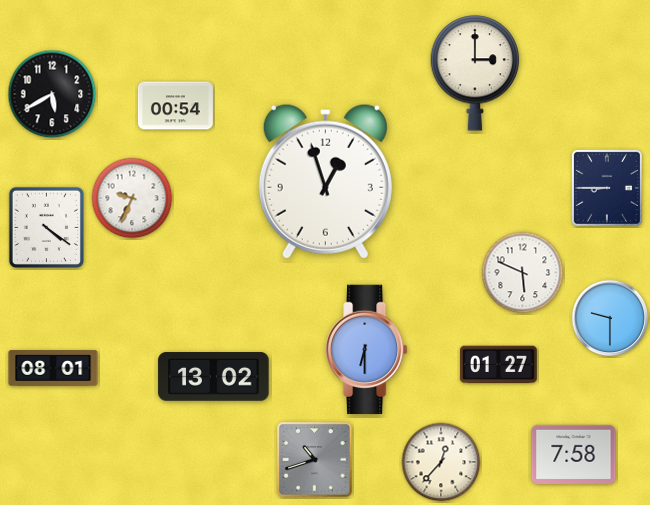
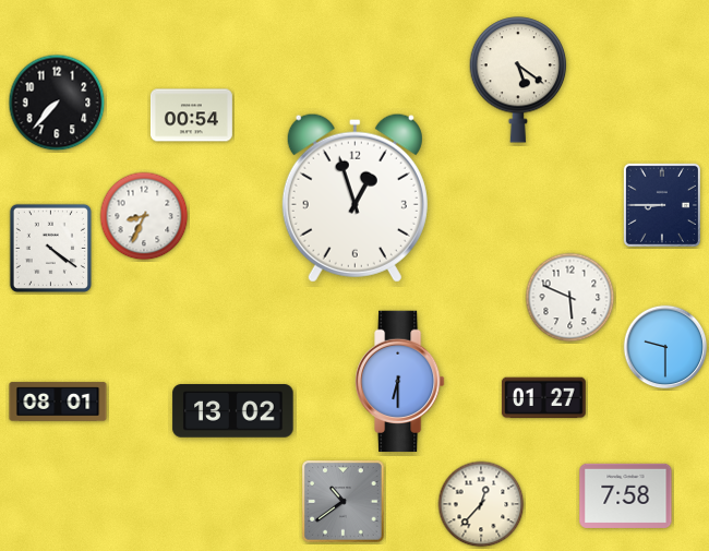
clock at (475, 73): 3:00 -> 5:21
clock at (52, 94): 5:40 -> 7:37
clock at (132, 198): 9:34 -> 8:34
clock at (315, 460): 10:42 -> 10:39
